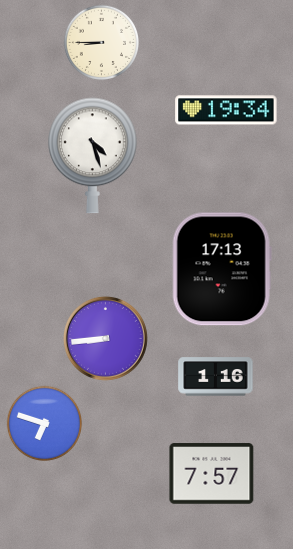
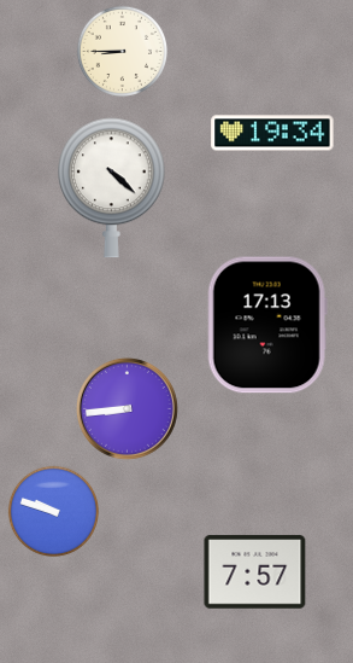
clock at (93, 156): 4:27 -> 4:22
clock at (216, 377): 1:16 -> none
clock at (44, 423): 6:48 -> 9:48
